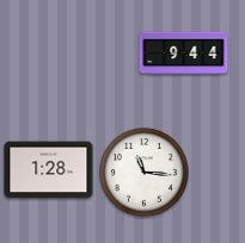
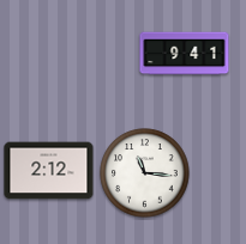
clock at (184, 54): 9:44 -> 9:41
clock at (49, 170): 1:28 -> 2:12
